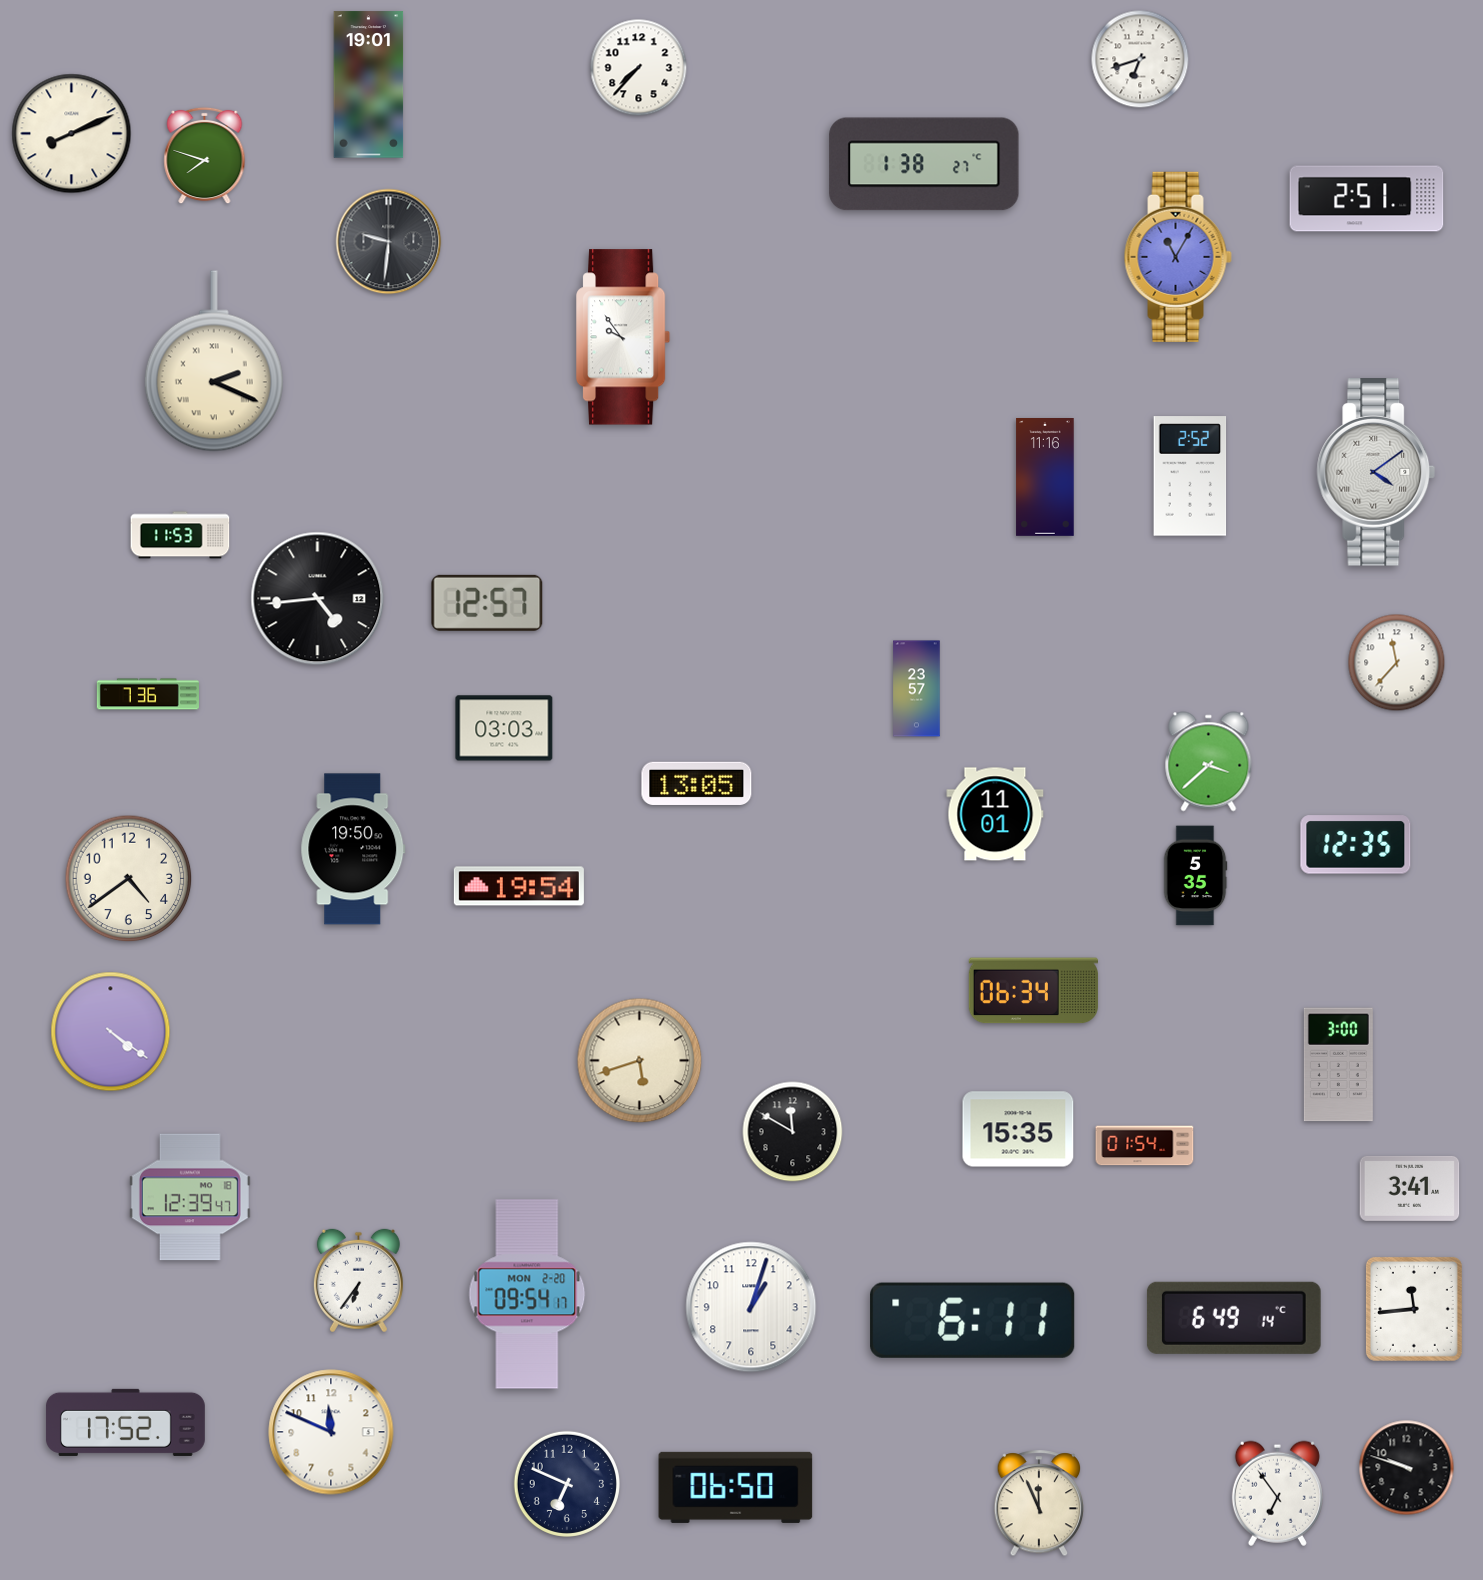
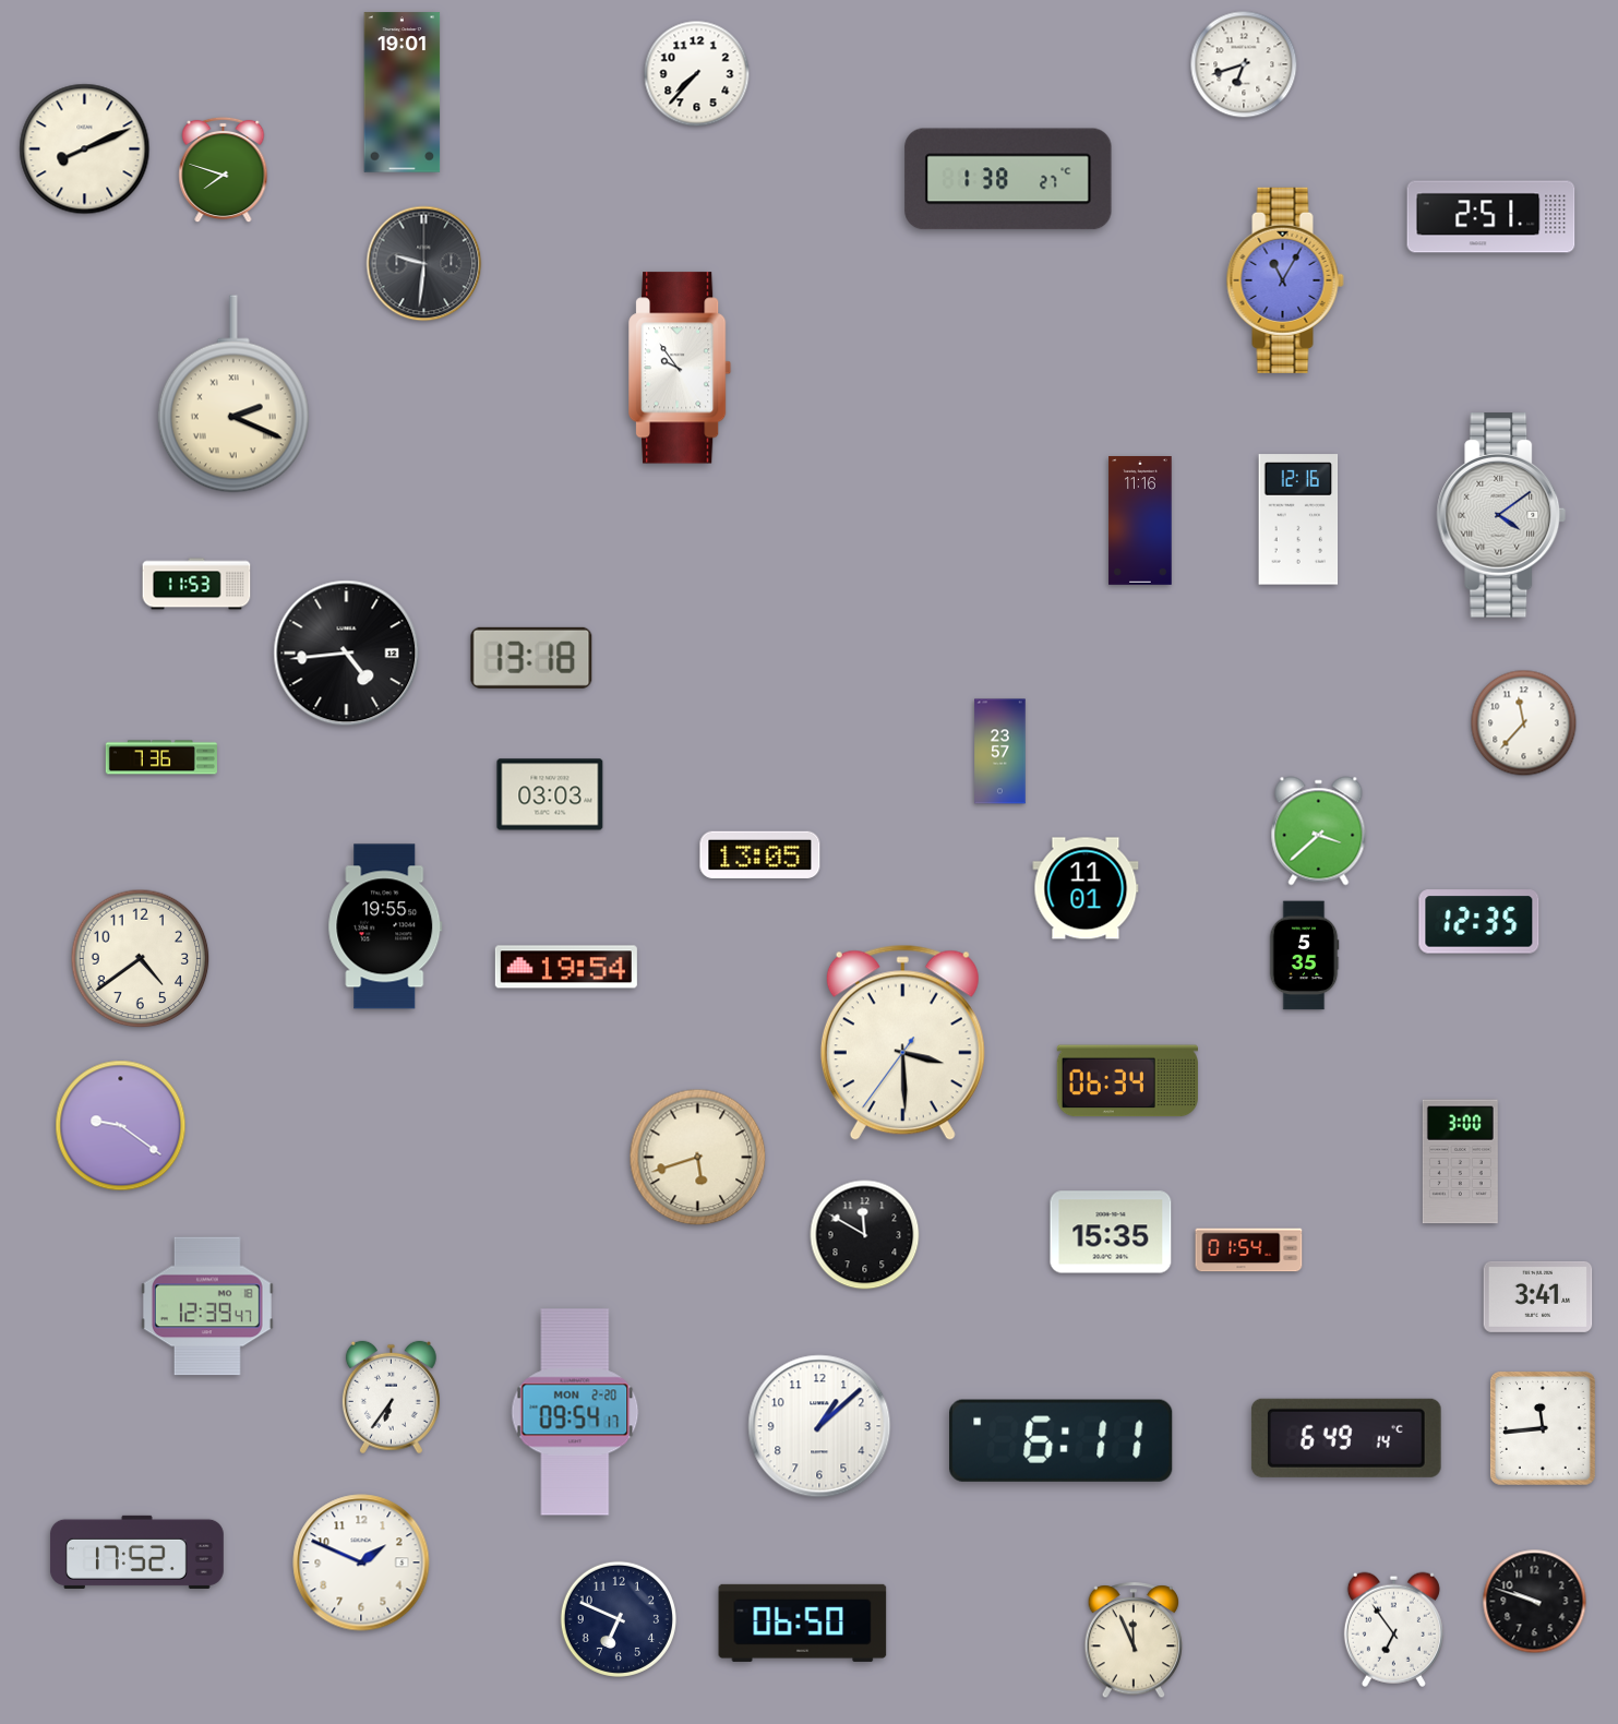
clock at (72, 134) position: (72, 134) -> (85, 149)
clock at (1190, 476): 2:52 -> 12:16
clock at (487, 603): 12:57 -> 13:18
clock at (353, 849): 19:50 -> 19:55
clock at (902, 1043): none -> 3:29
clock at (111, 1032): 4:21 -> 9:21
clock at (751, 1307): 1:03 -> 1:08
clock at (331, 1432): 11:49 -> 1:49
